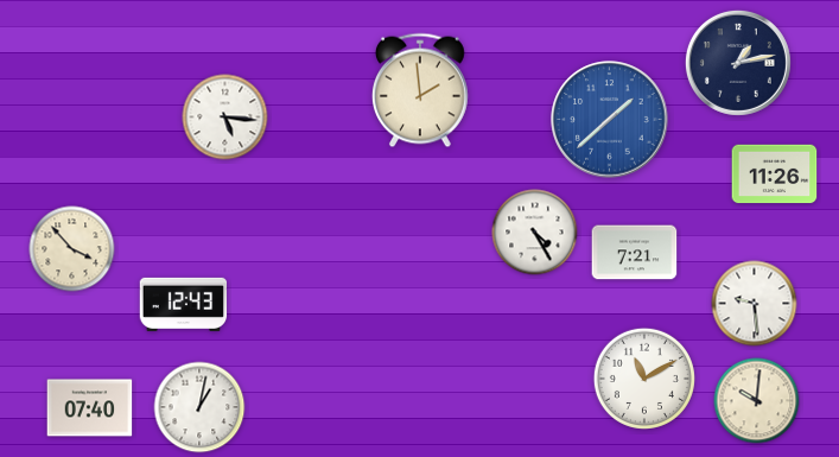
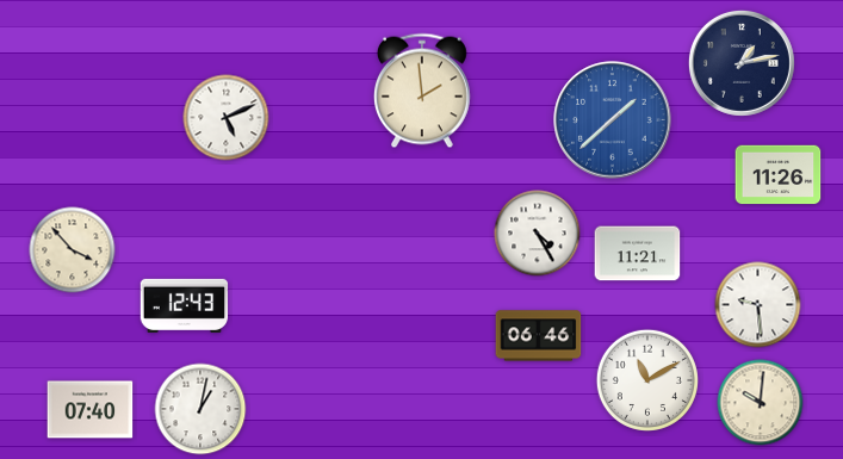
clock at (225, 118): 5:16 -> 5:11
clock at (635, 253): 7:21 -> 11:21
clock at (539, 336): none -> 06:46
